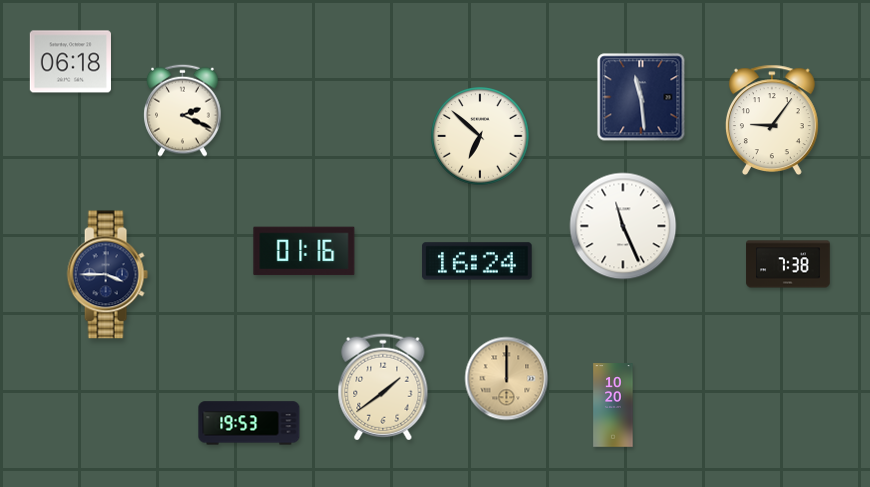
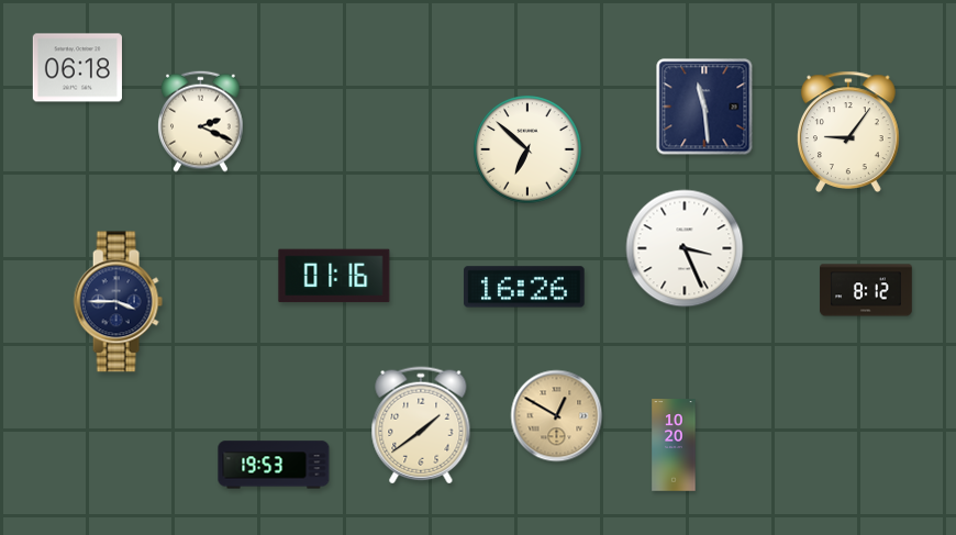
clock at (623, 226): 11:26 -> 3:26
clock at (477, 261): 16:24 -> 16:26
clock at (788, 264): 7:38 -> 8:12
clock at (507, 379): 12:00 -> 12:50
